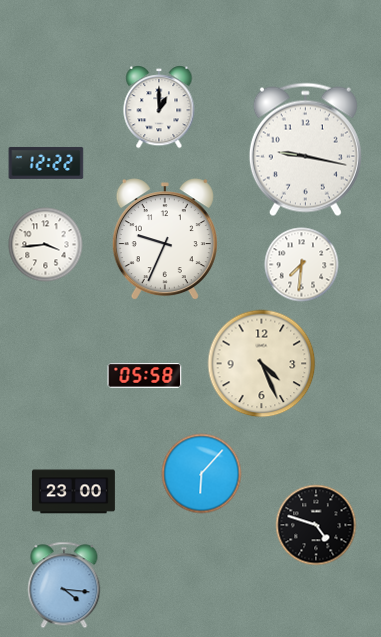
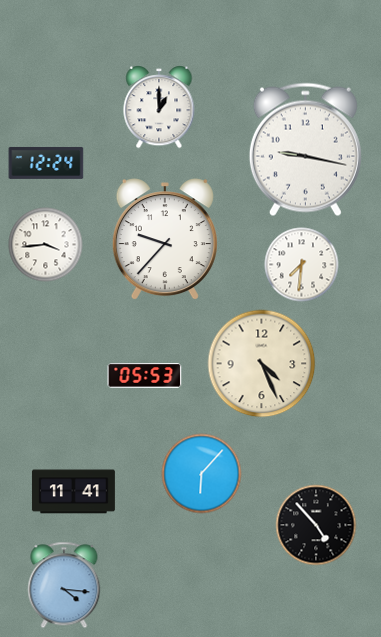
clock at (46, 163): 12:22 -> 12:24
clock at (165, 240): 9:34 -> 9:37
clock at (145, 376): 05:58 -> 05:53
clock at (73, 492): 23:00 -> 11:41
clock at (316, 525): 4:48 -> 4:53
